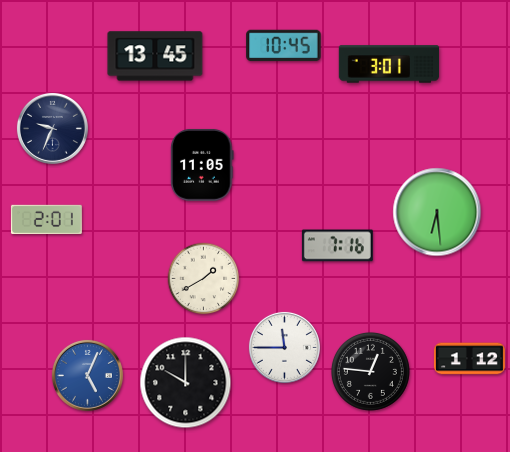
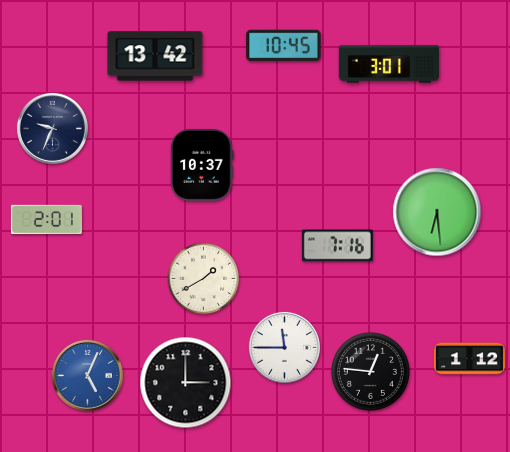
clock at (155, 56): 13:45 -> 13:42
clock at (202, 165): 11:05 -> 10:37
clock at (186, 383): 10:00 -> 3:00
